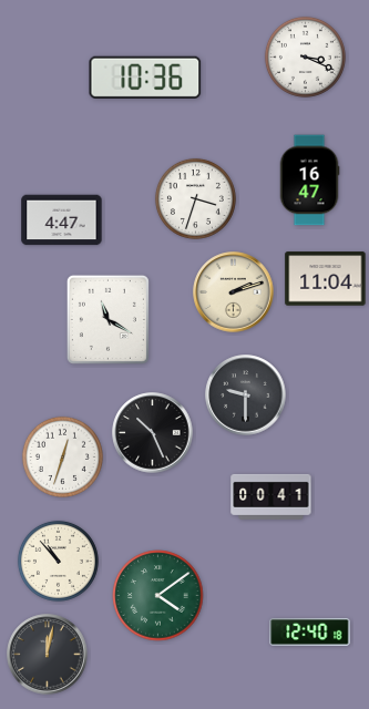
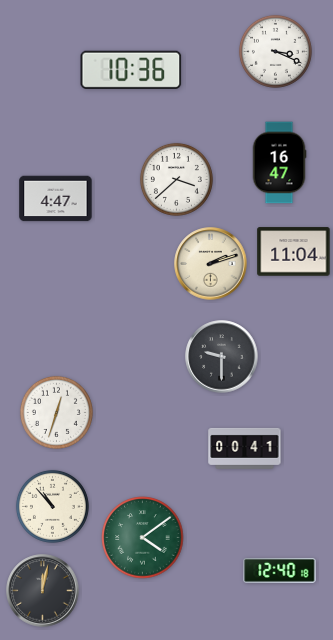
clock at (195, 198): 3:33 -> 3:38
clock at (107, 319): 11:20 -> none
clock at (153, 433): 10:26 -> none
